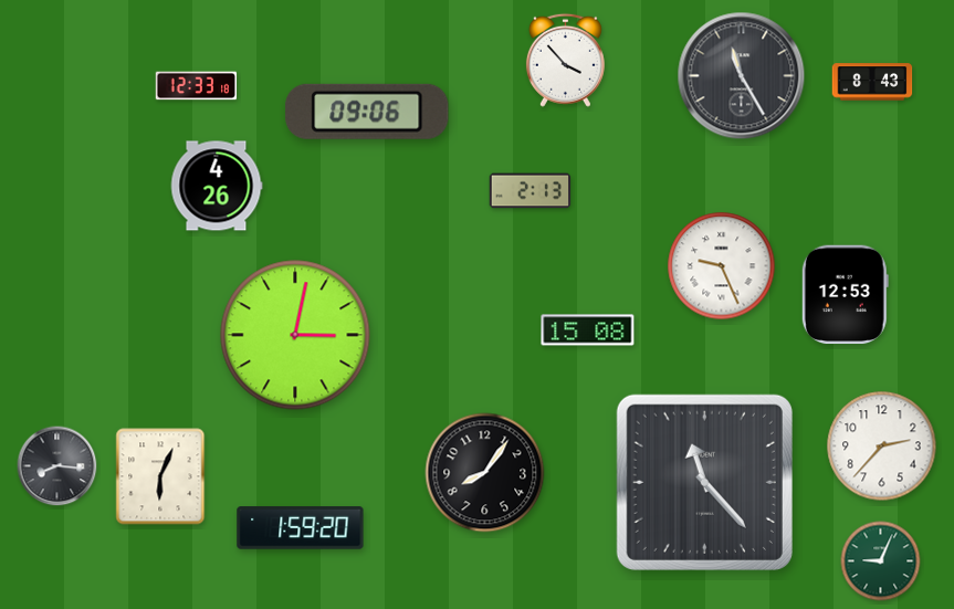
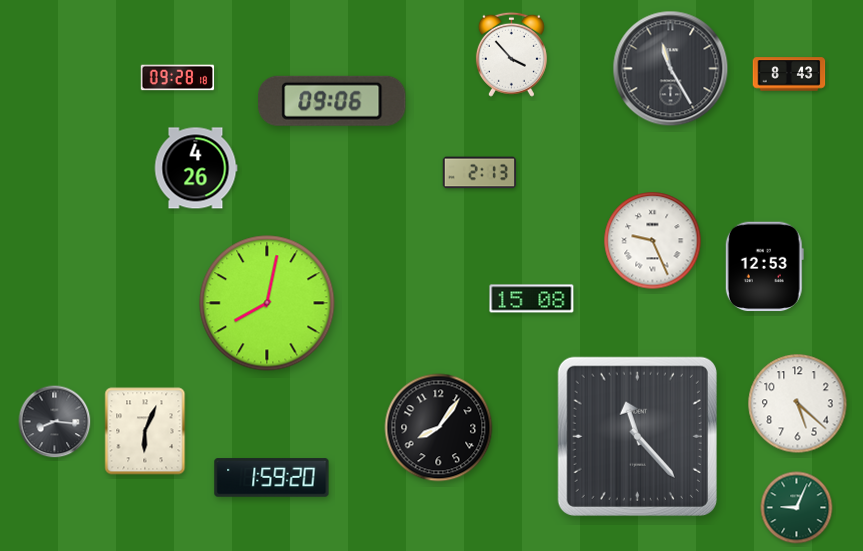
clock at (197, 86): 12:33 -> 09:28
clock at (295, 335): 3:02 -> 8:02
clock at (882, 447): 2:37 -> 5:22
clock at (57, 466) position: (57, 466) -> (55, 422)
